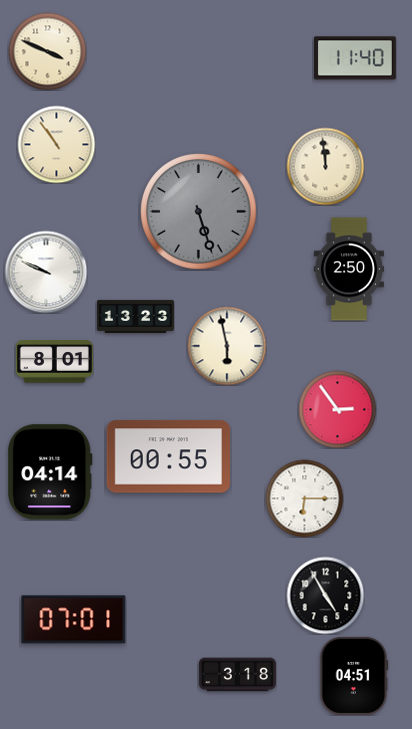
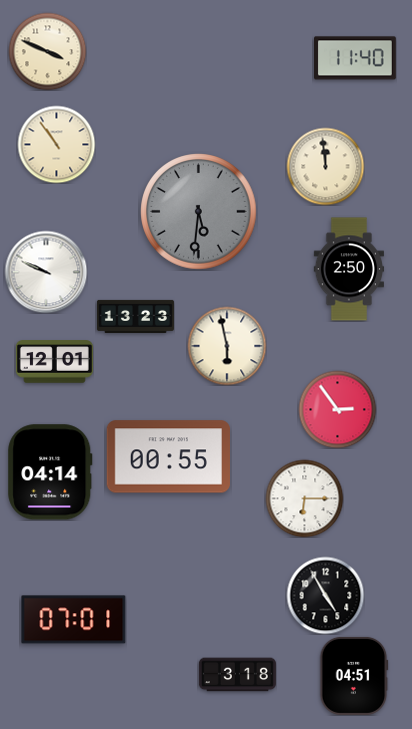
clock at (199, 212): 5:27 -> 5:31
clock at (54, 362): 8:01 -> 12:01
